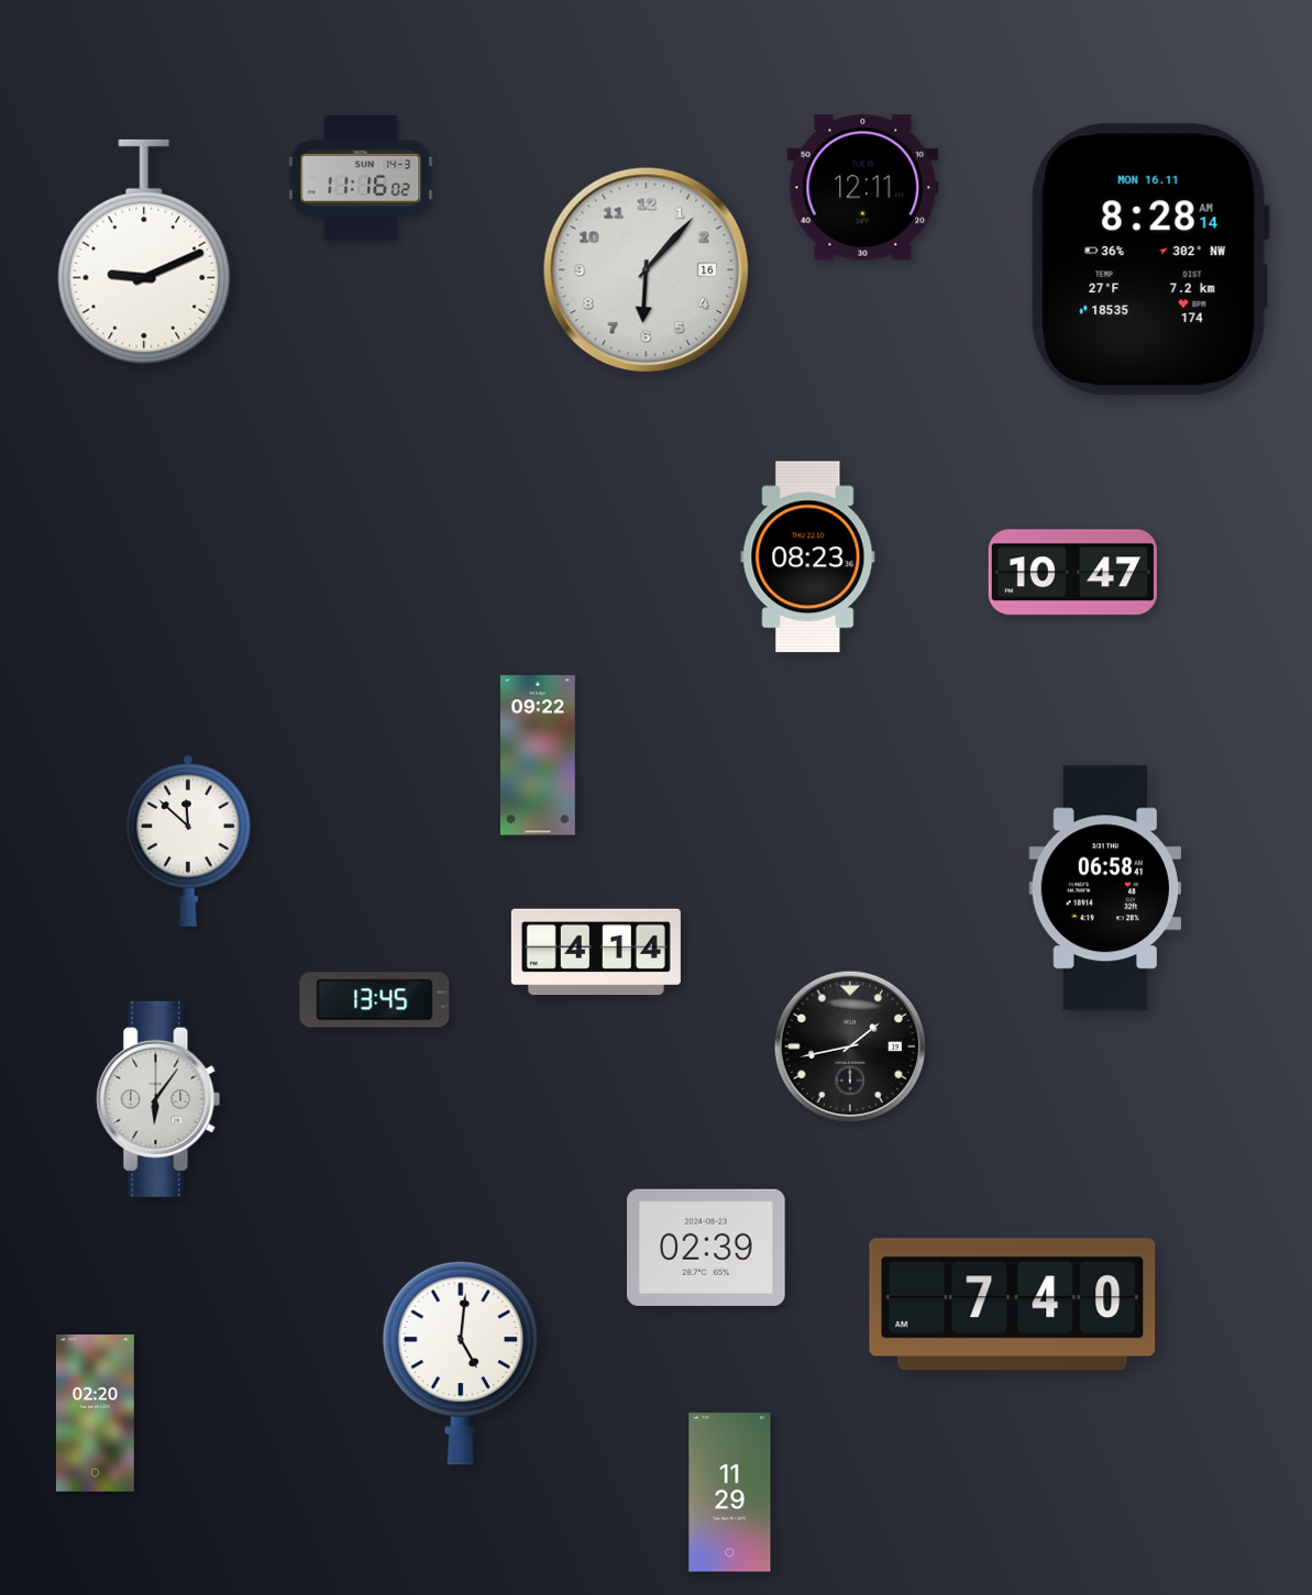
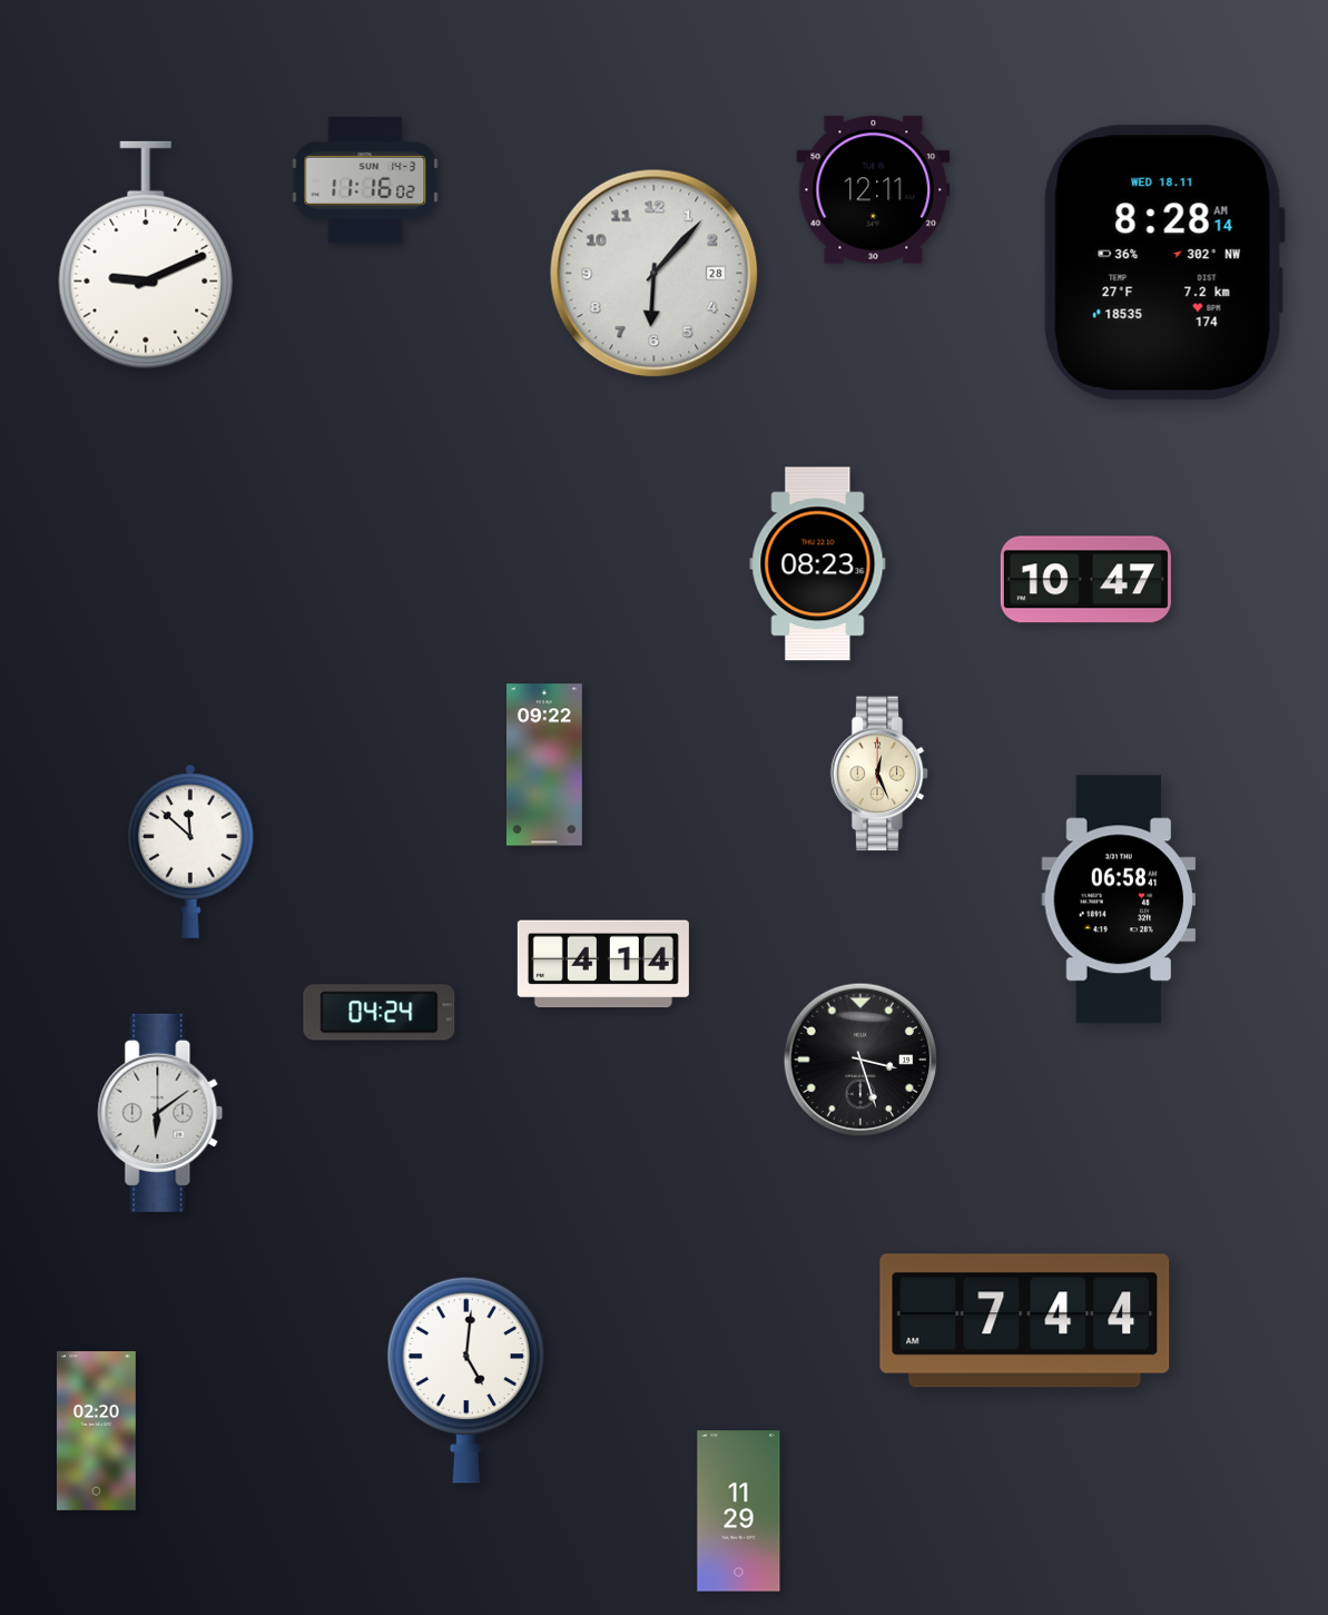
clock at (1150, 259) date: MON 16.11 -> WED 18.11
clock at (647, 270) date: 16 -> 28
clock at (879, 774): none -> 12:26
clock at (375, 1000): 13:45 -> 04:24
clock at (850, 1046): 1:43 -> 3:27
clock at (158, 1099): 6:06 -> 6:09
clock at (707, 1248): 02:39 -> none
clock at (1013, 1305): 7:40 -> 7:44
